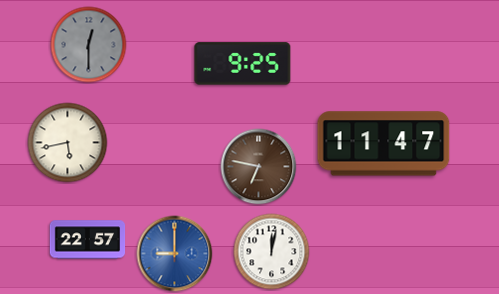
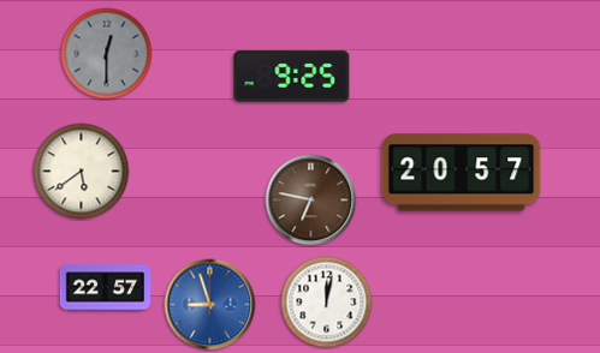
clock at (68, 143): 5:43 -> 5:39
clock at (384, 144): 11:47 -> 20:57
clock at (175, 254): 9:00 -> 8:57
